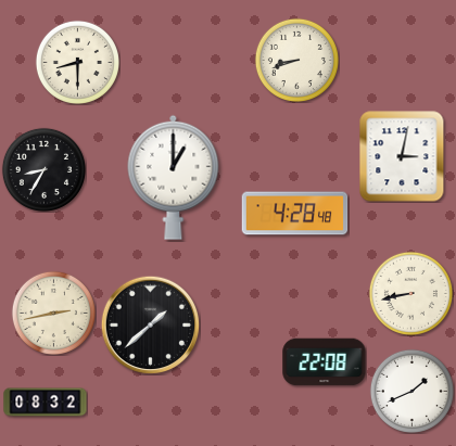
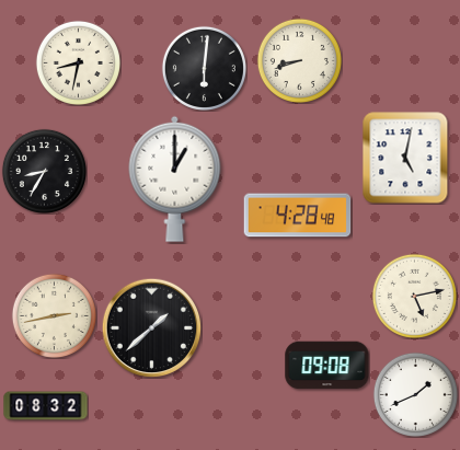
clock at (77, 62): 8:30 -> 8:32
clock at (204, 68): none -> 6:01
clock at (402, 156): 3:02 -> 5:02
clock at (410, 293): 8:43 -> 5:13
clock at (325, 362): 22:08 -> 09:08
